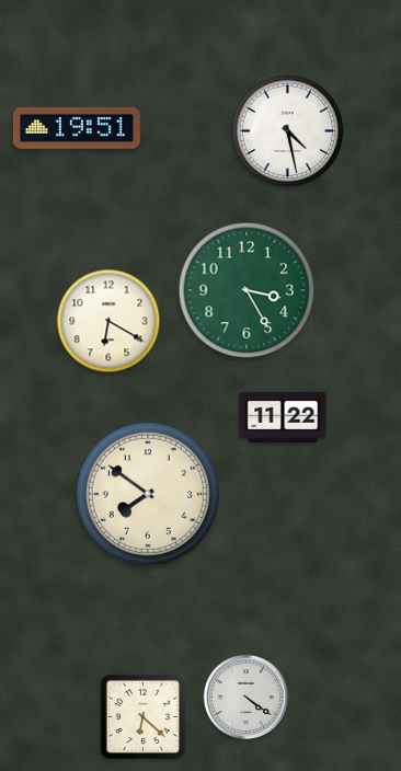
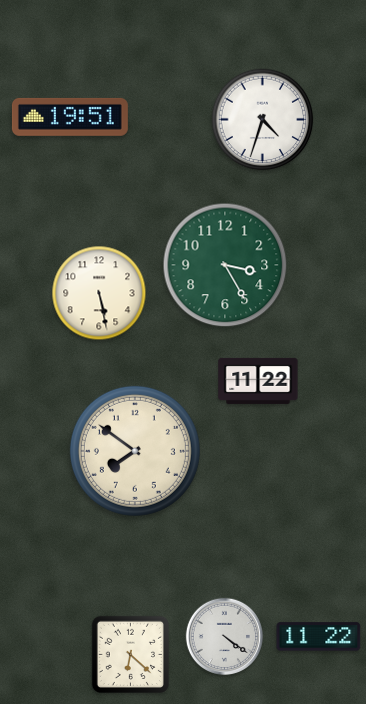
clock at (288, 131): 4:28 -> 4:33
clock at (108, 321): 6:20 -> 5:28
clock at (319, 637): none -> 11:22
